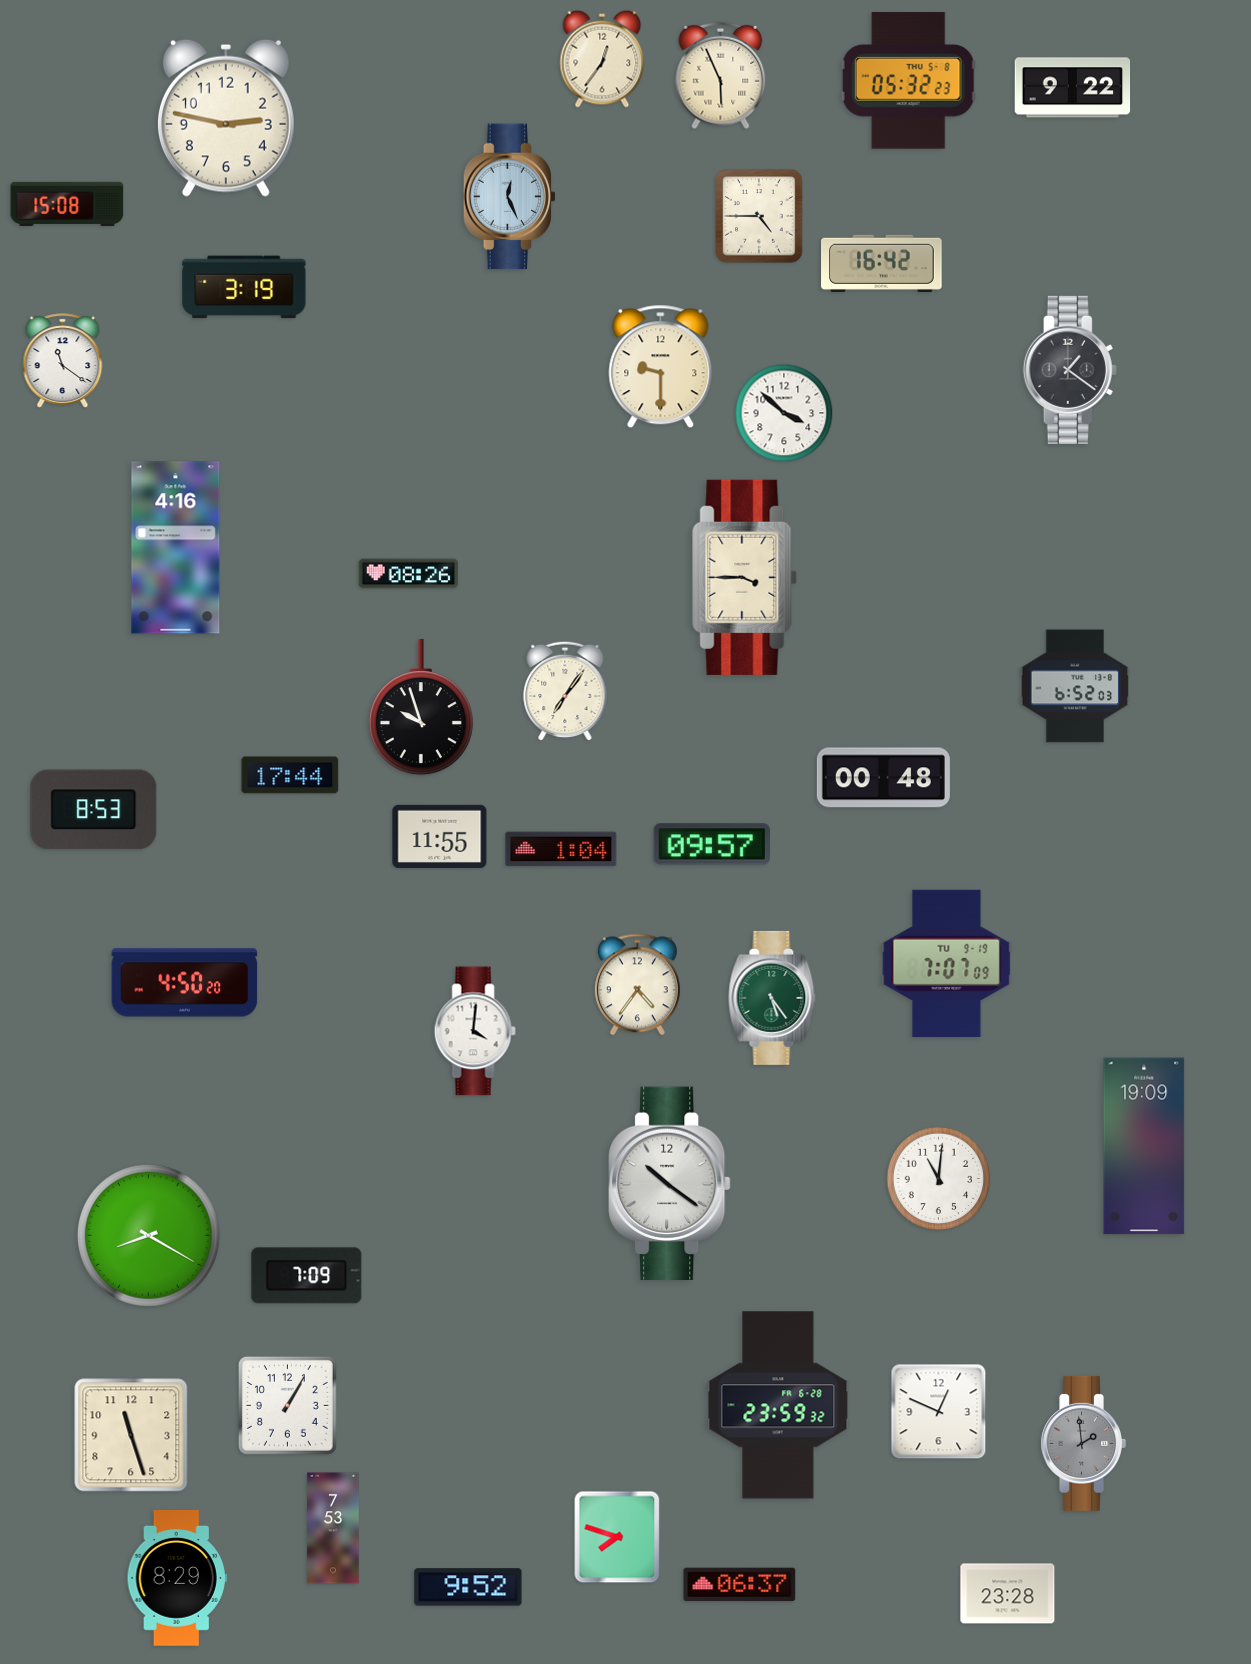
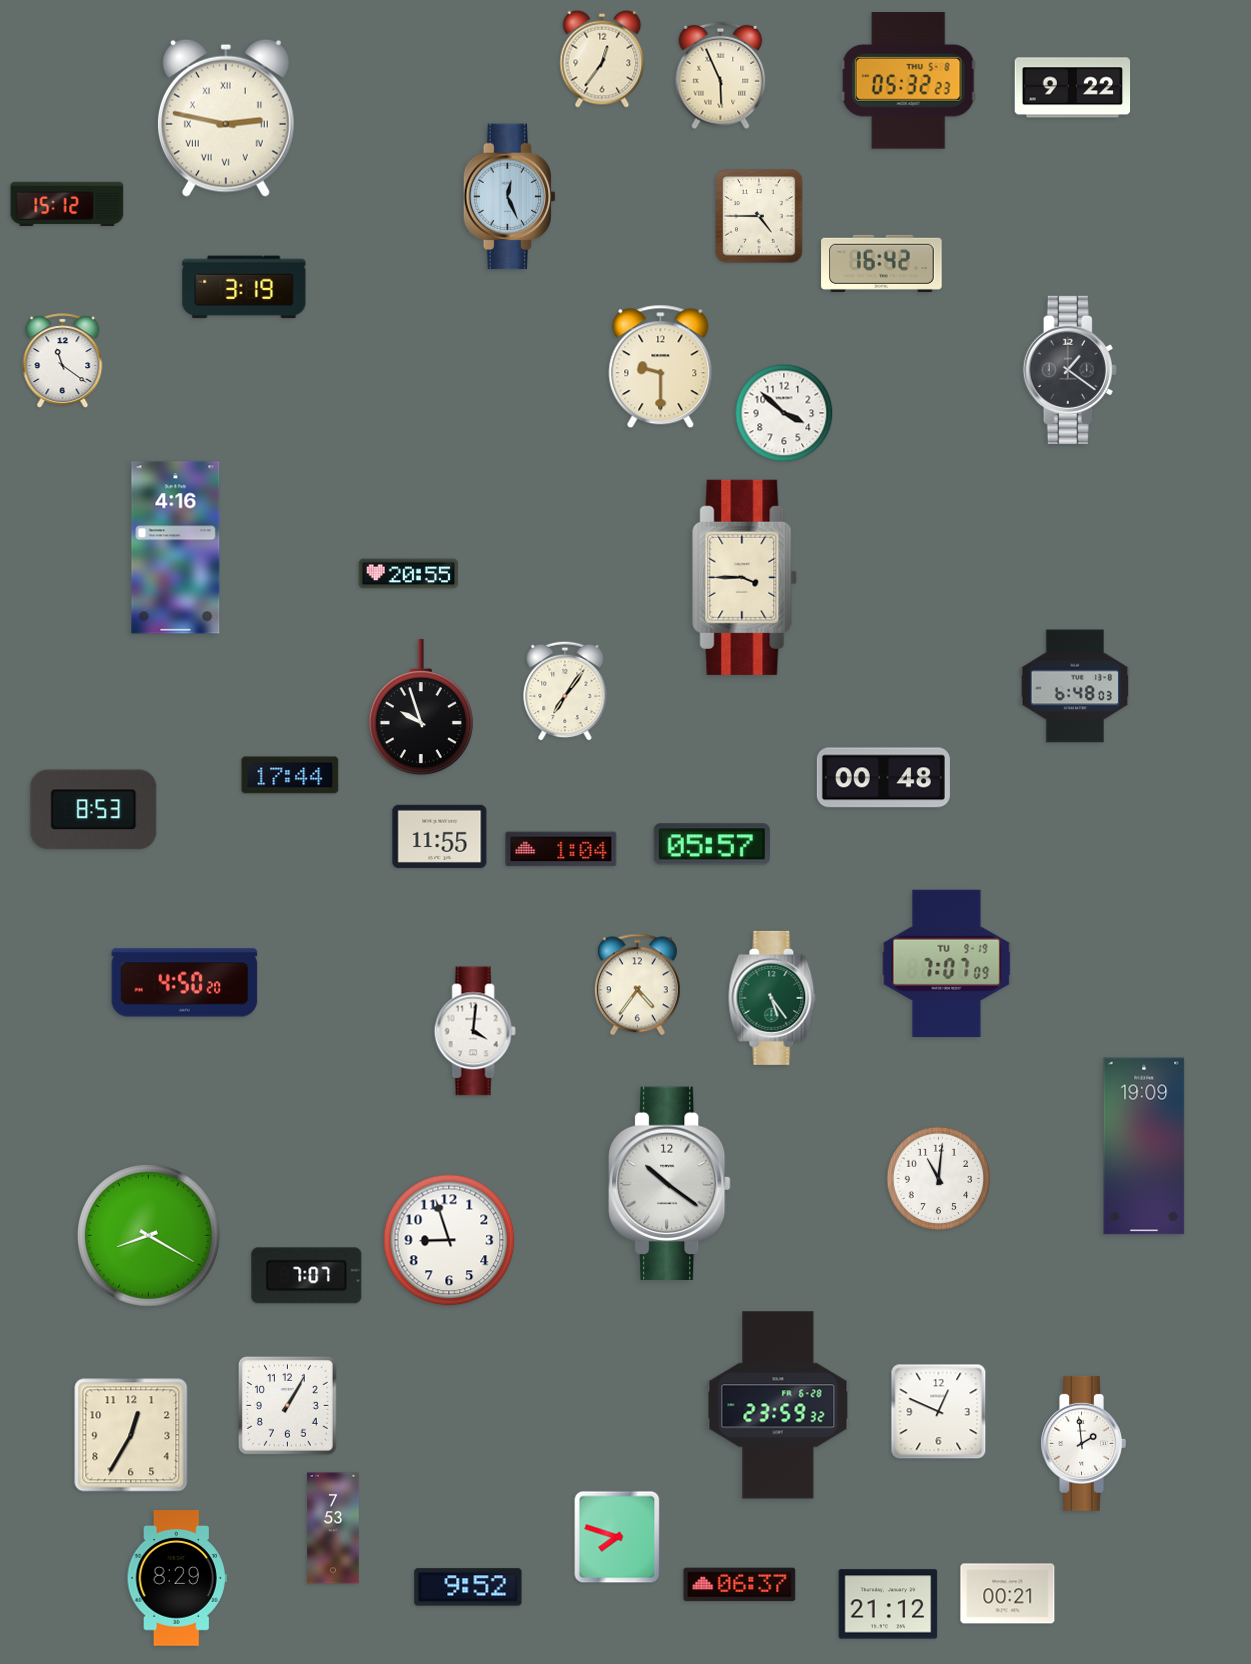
clock at (226, 118) numerals: Arabic -> Roman
clock at (67, 204): 15:08 -> 15:12
clock at (409, 574): 08:26 -> 20:55
clock at (1074, 686): 6:52 -> 6:48
clock at (712, 844): 09:57 -> 05:57
clock at (449, 1240): none -> 8:57
clock at (307, 1276): 7:09 -> 7:07
clock at (131, 1435): 11:27 -> 12:35
clock at (1083, 1443) dial: grey -> white
clock at (1008, 1594): 23:28 -> 00:21
clock at (888, 1604): none -> 21:12
